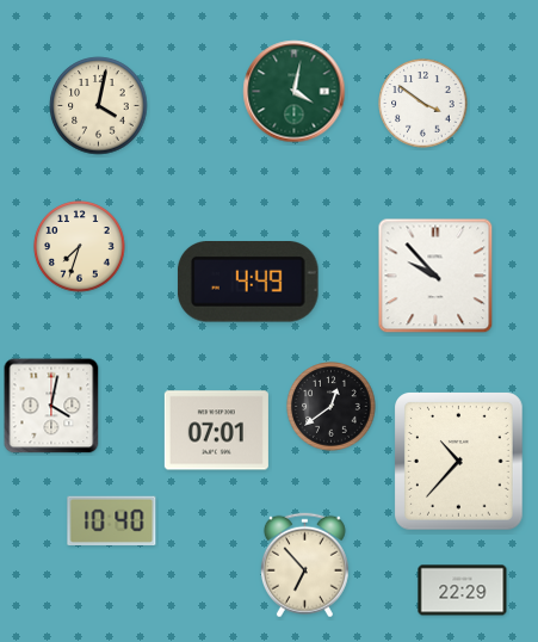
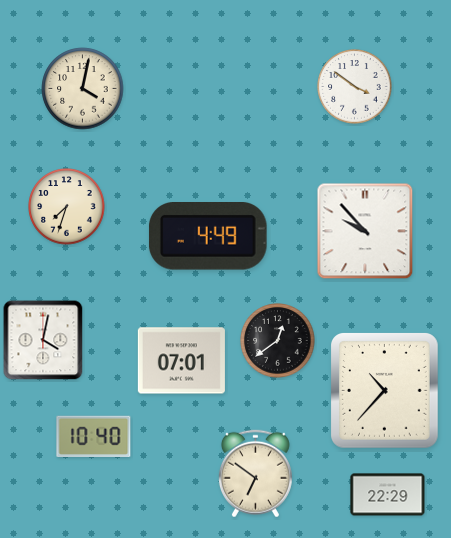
clock at (295, 92): 4:02 -> none
clock at (459, 462) position: (459, 462) -> (385, 391)
clock at (304, 566): 6:53 -> 6:51
